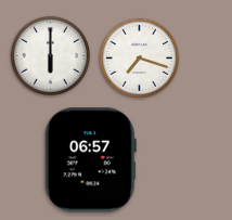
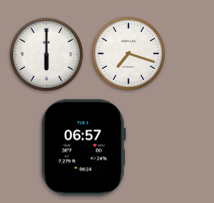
clock at (50, 55) position: (50, 55) -> (46, 54)
